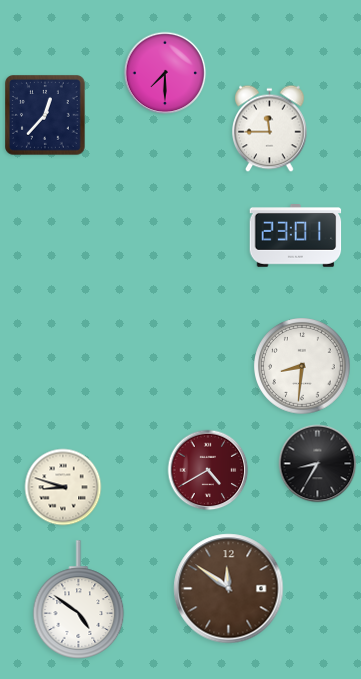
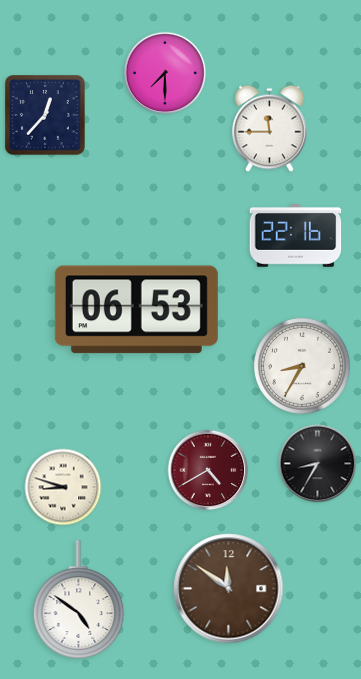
clock at (296, 236): 23:01 -> 22:16
clock at (136, 310): none -> 06:53
clock at (303, 367): 8:31 -> 8:35
